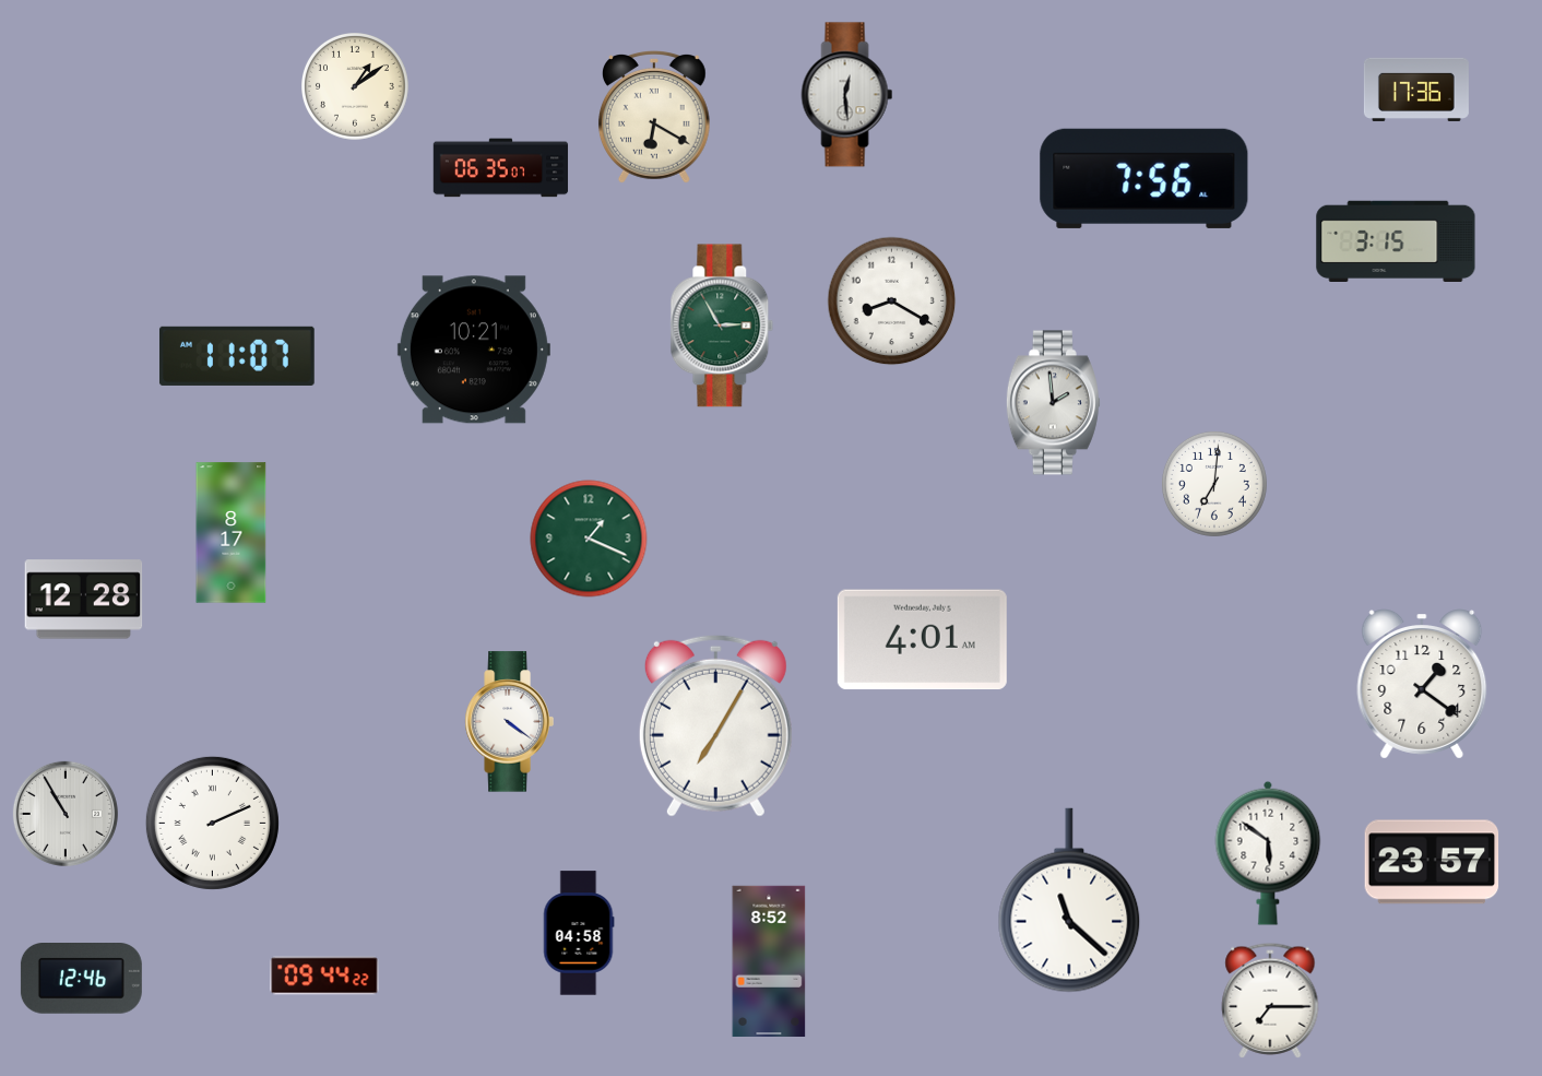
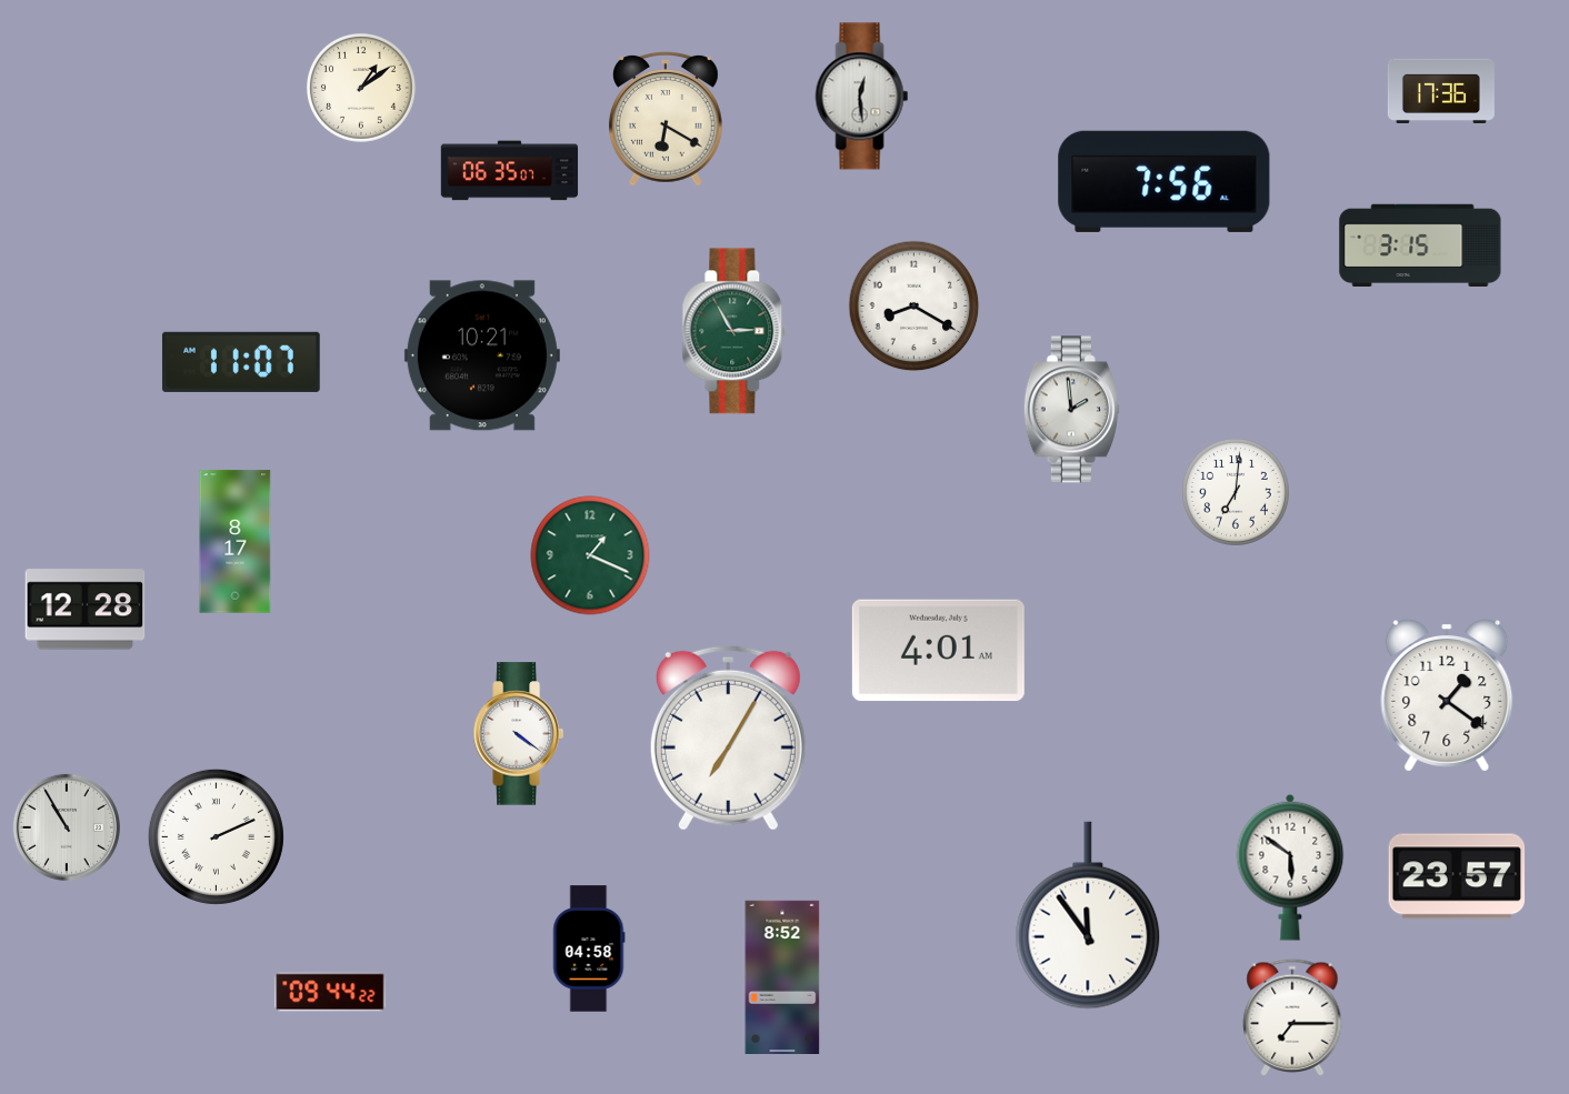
clock at (892, 301) position: (892, 301) -> (915, 307)
clock at (589, 539) position: (589, 539) -> (590, 555)
clock at (1069, 900): 11:22 -> 11:54
clock at (81, 979): 12:46 -> none
